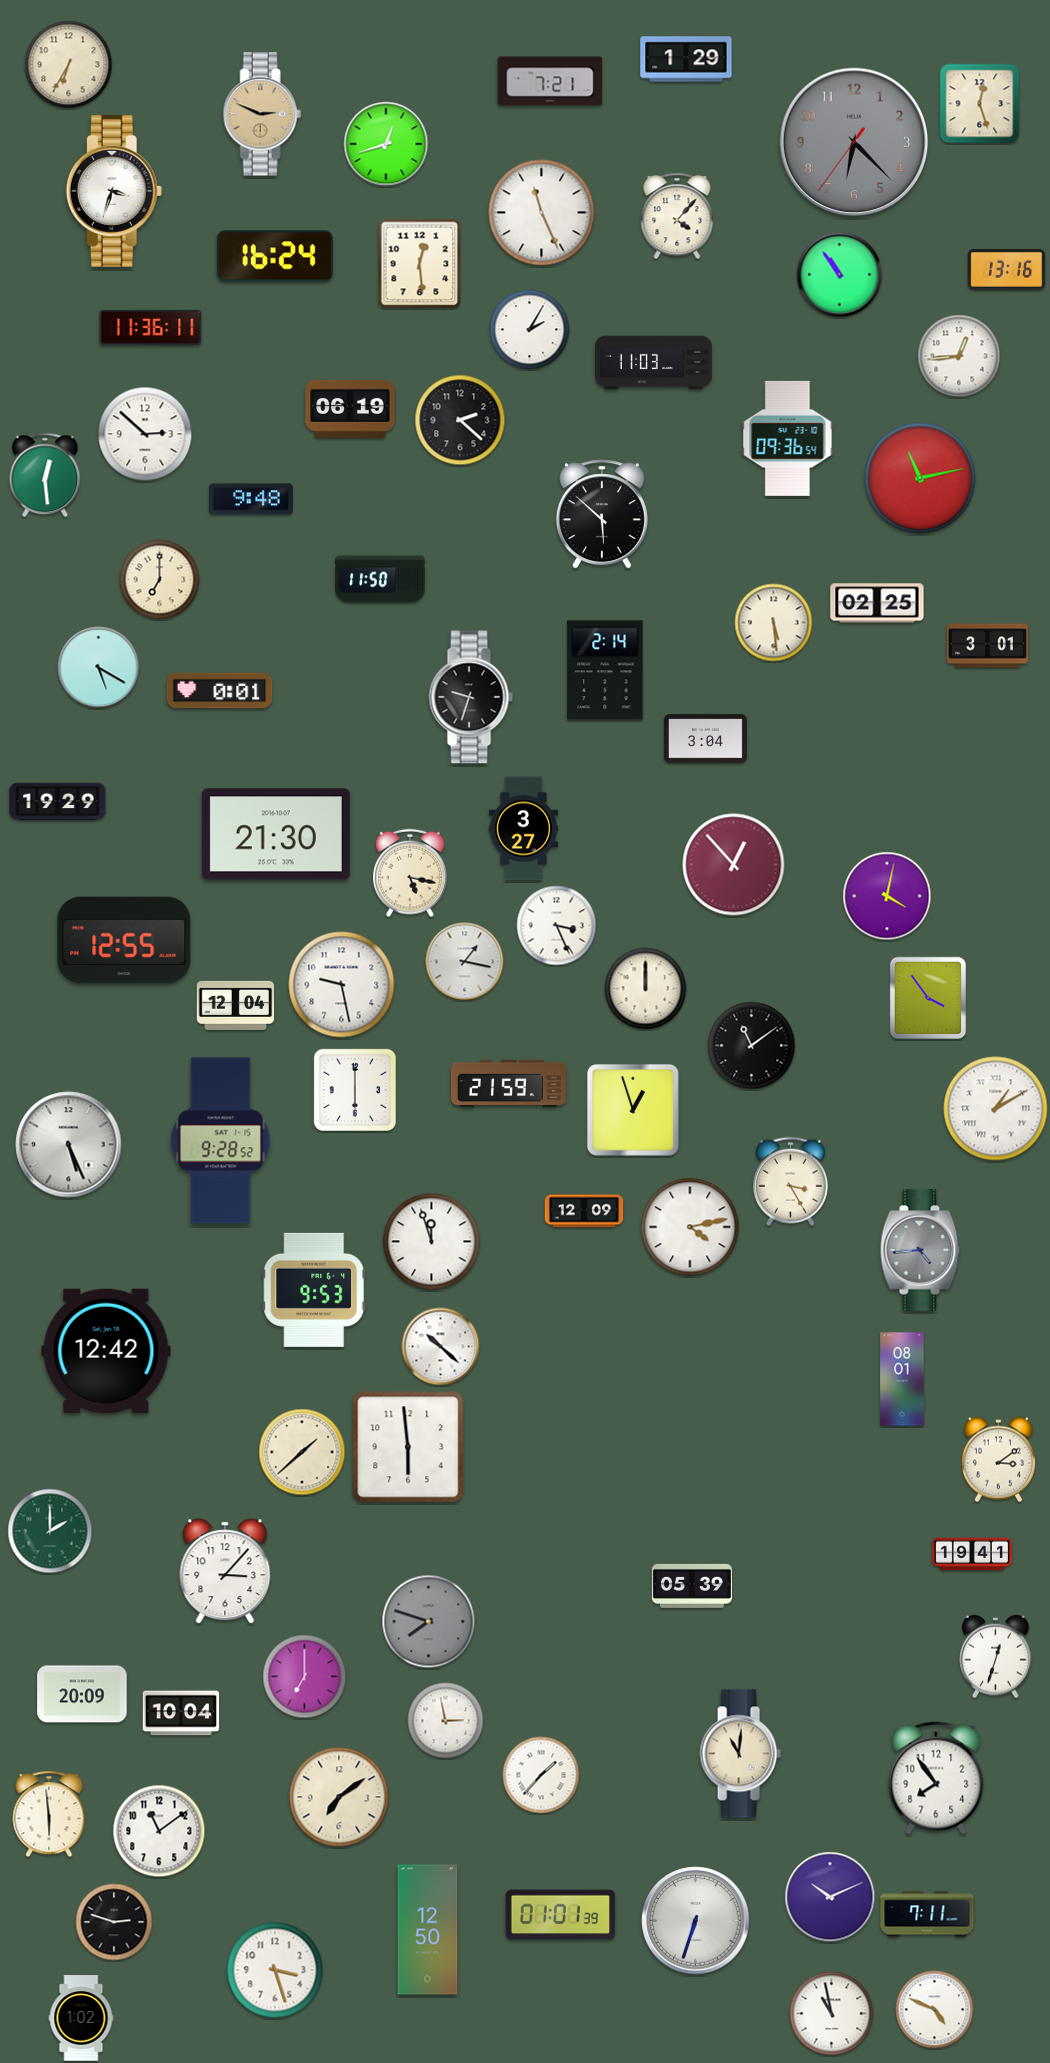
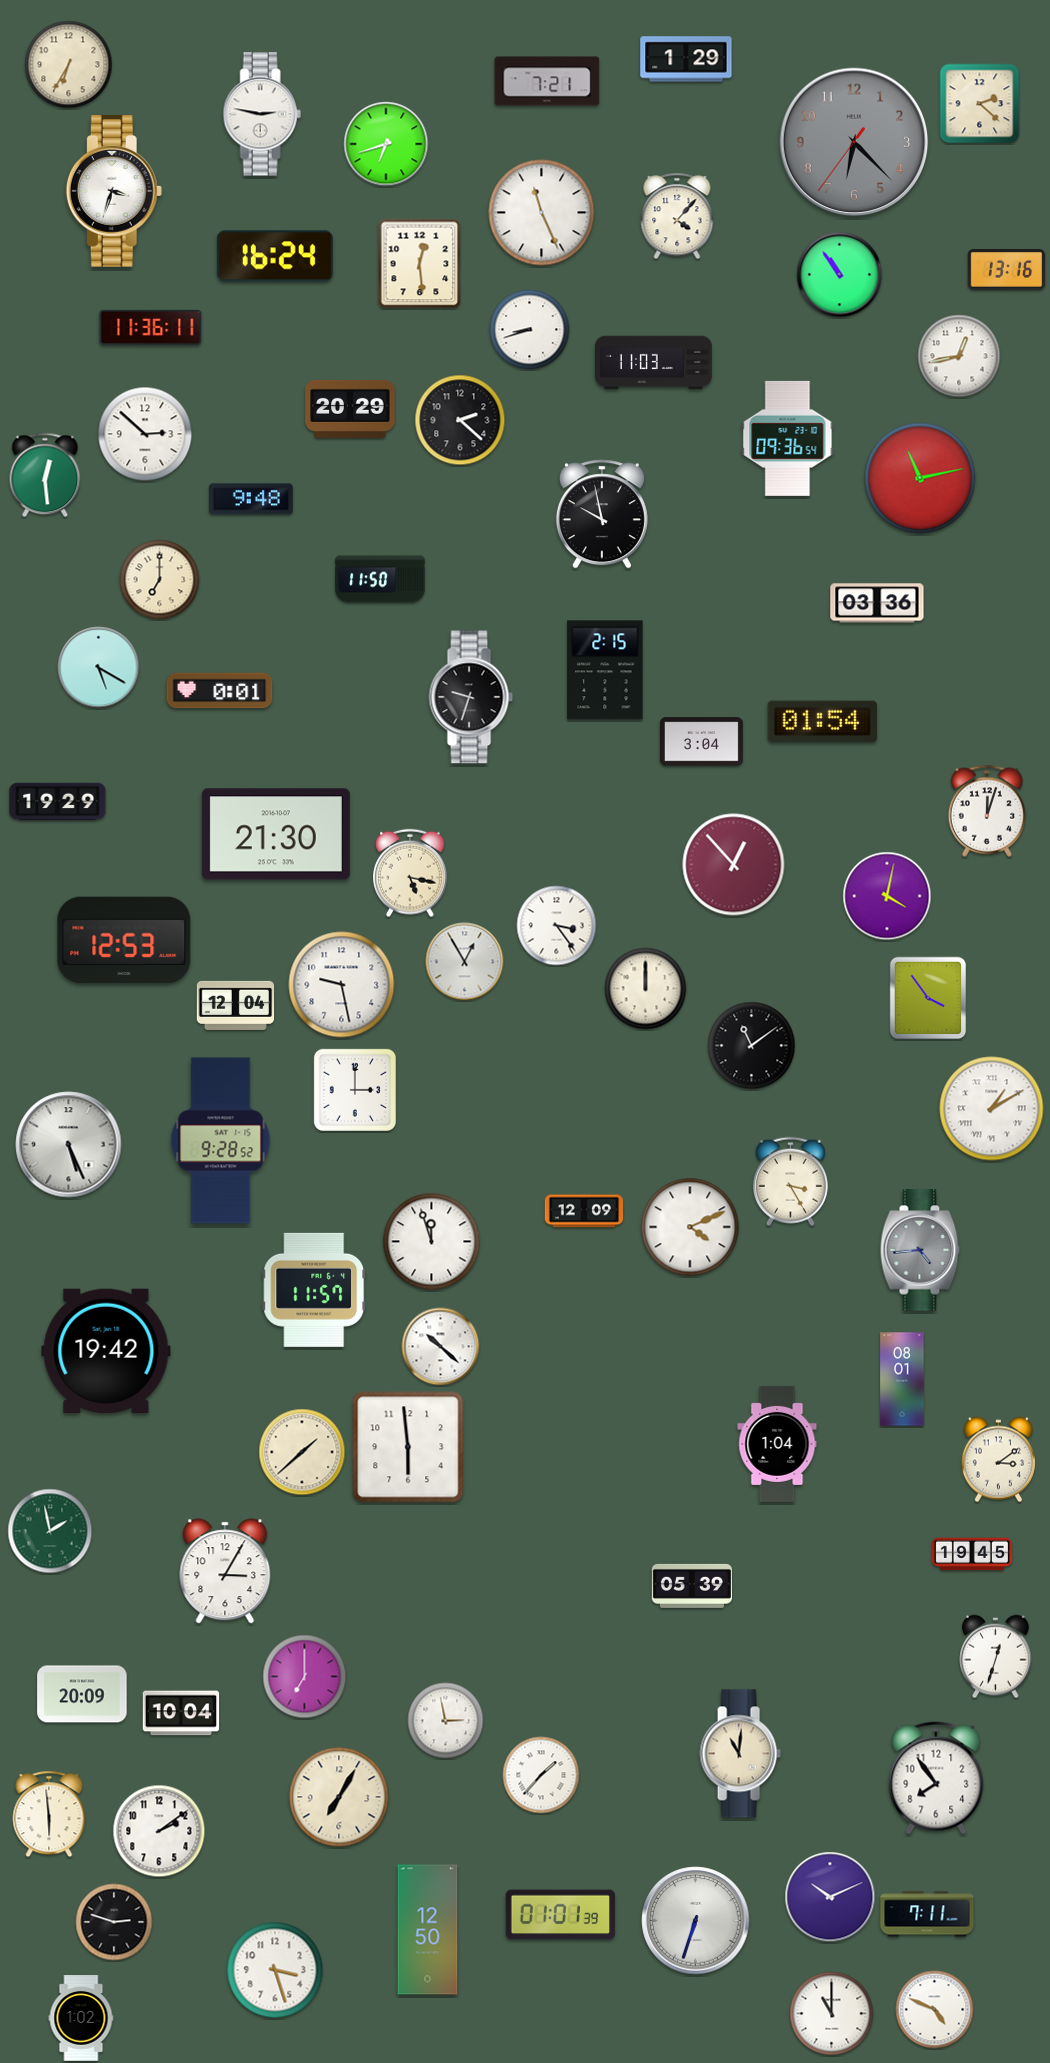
clock at (550, 81) position: (550, 81) -> (547, 81)
clock at (980, 104): 12:27 -> 2:22
clock at (262, 114): 2:49 -> 2:47
clock at (262, 114) dial: champagne -> white
clock at (386, 144): 12:42 -> 6:42
clock at (530, 330): 2:05 -> 8:42
clock at (959, 356): 12:44 -> 12:43
clock at (350, 409): 06:19 -> 20:29
clock at (602, 514): 5:52 -> 9:58
clock at (877, 603): 02:25 -> 03:36
clock at (774, 623): 5:29 -> none
clock at (987, 646): 3:01 -> none
clock at (605, 670): 2:14 -> 2:15
clock at (822, 722): none -> 01:54
clock at (705, 739) position: (705, 739) -> (701, 742)
clock at (987, 811): none -> 12:03
clock at (523, 829): 3:27 -> none
clock at (557, 926): 3:26 -> 3:24
clock at (124, 940): 12:55 -> 12:53
clock at (465, 962): 1:17 -> 12:55
clock at (508, 1084): 21:59 -> none
clock at (355, 1090): 6:00 -> 3:00
clock at (996, 1109) position: (996, 1109) -> (992, 1109)
clock at (633, 1110): 12:57 -> none
clock at (690, 1227): 4:13 -> 4:11
clock at (314, 1290): 9:53 -> 11:57
clock at (106, 1350): 12:42 -> 19:42
clock at (777, 1444): none -> 1:04
clock at (50, 1531): 2:00 -> 1:58
clock at (972, 1554): 19:41 -> 19:45
clock at (225, 1571): 3:07 -> 3:05
clock at (429, 1622): 7:48 -> none
clock at (339, 1797): 7:09 -> 7:05
clock at (159, 1831): 11:09 -> 2:09
clock at (832, 2014): 10:58 -> 11:00
